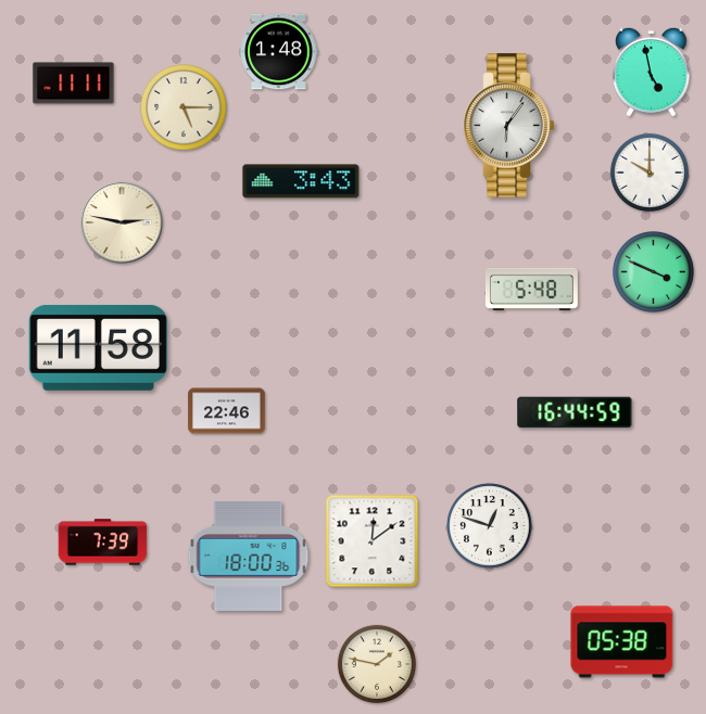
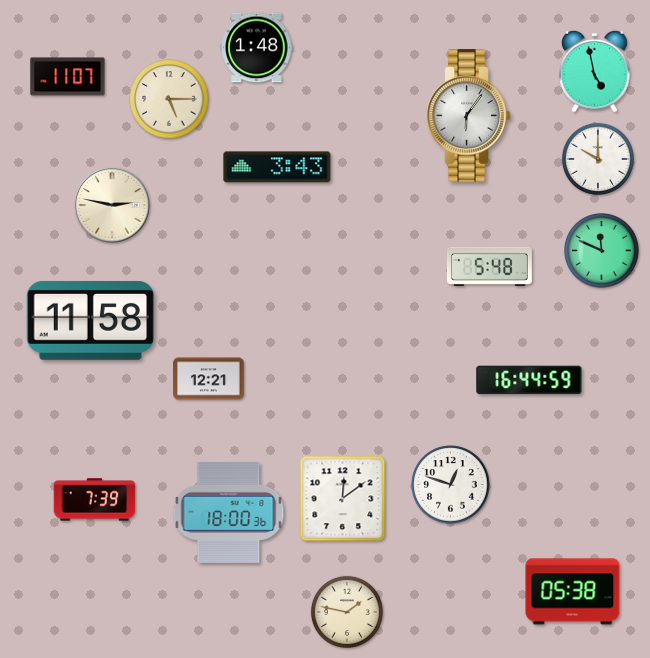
clock at (652, 72) position: (652, 72) -> (595, 71)
clock at (74, 84): 11:11 -> 11:07
clock at (653, 271): 3:49 -> 11:49
clock at (227, 411): 22:46 -> 12:21
